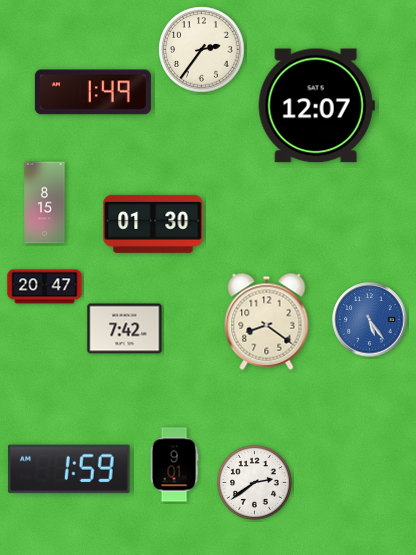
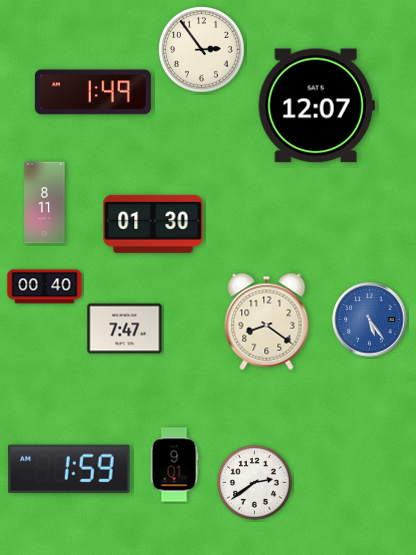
clock at (202, 50): 2:36 -> 2:54
clock at (45, 203): 8:15 -> 8:11
clock at (45, 287): 20:47 -> 00:40
clock at (125, 329): 7:42 -> 7:47
